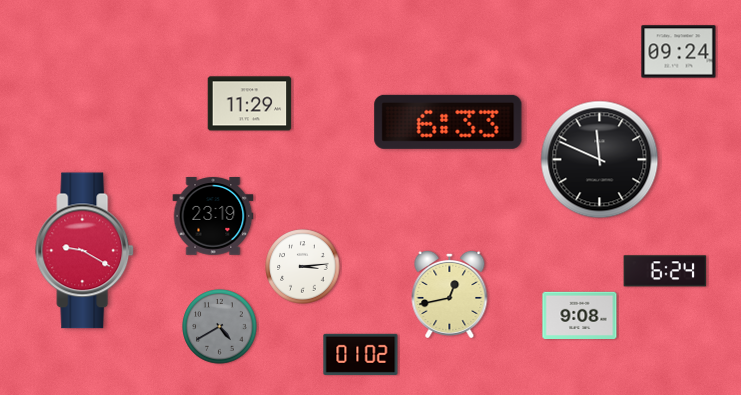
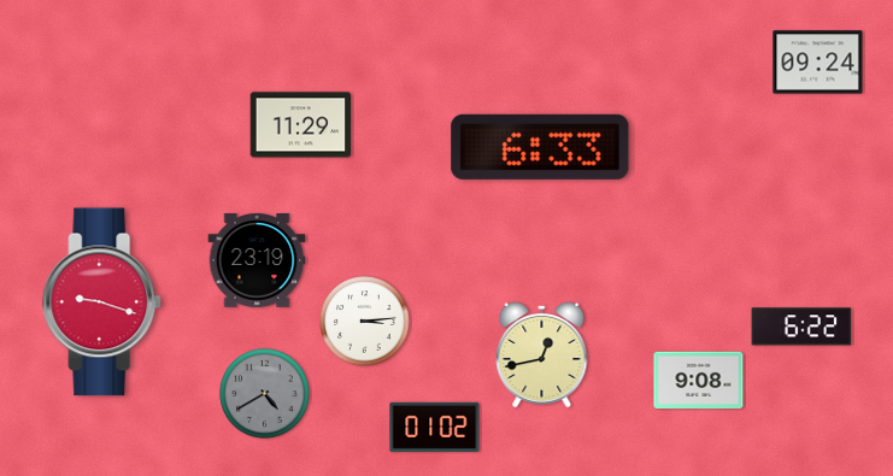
clock at (600, 160): 11:49 -> none
clock at (85, 251): 9:20 -> 9:18
clock at (665, 271): 6:24 -> 6:22
